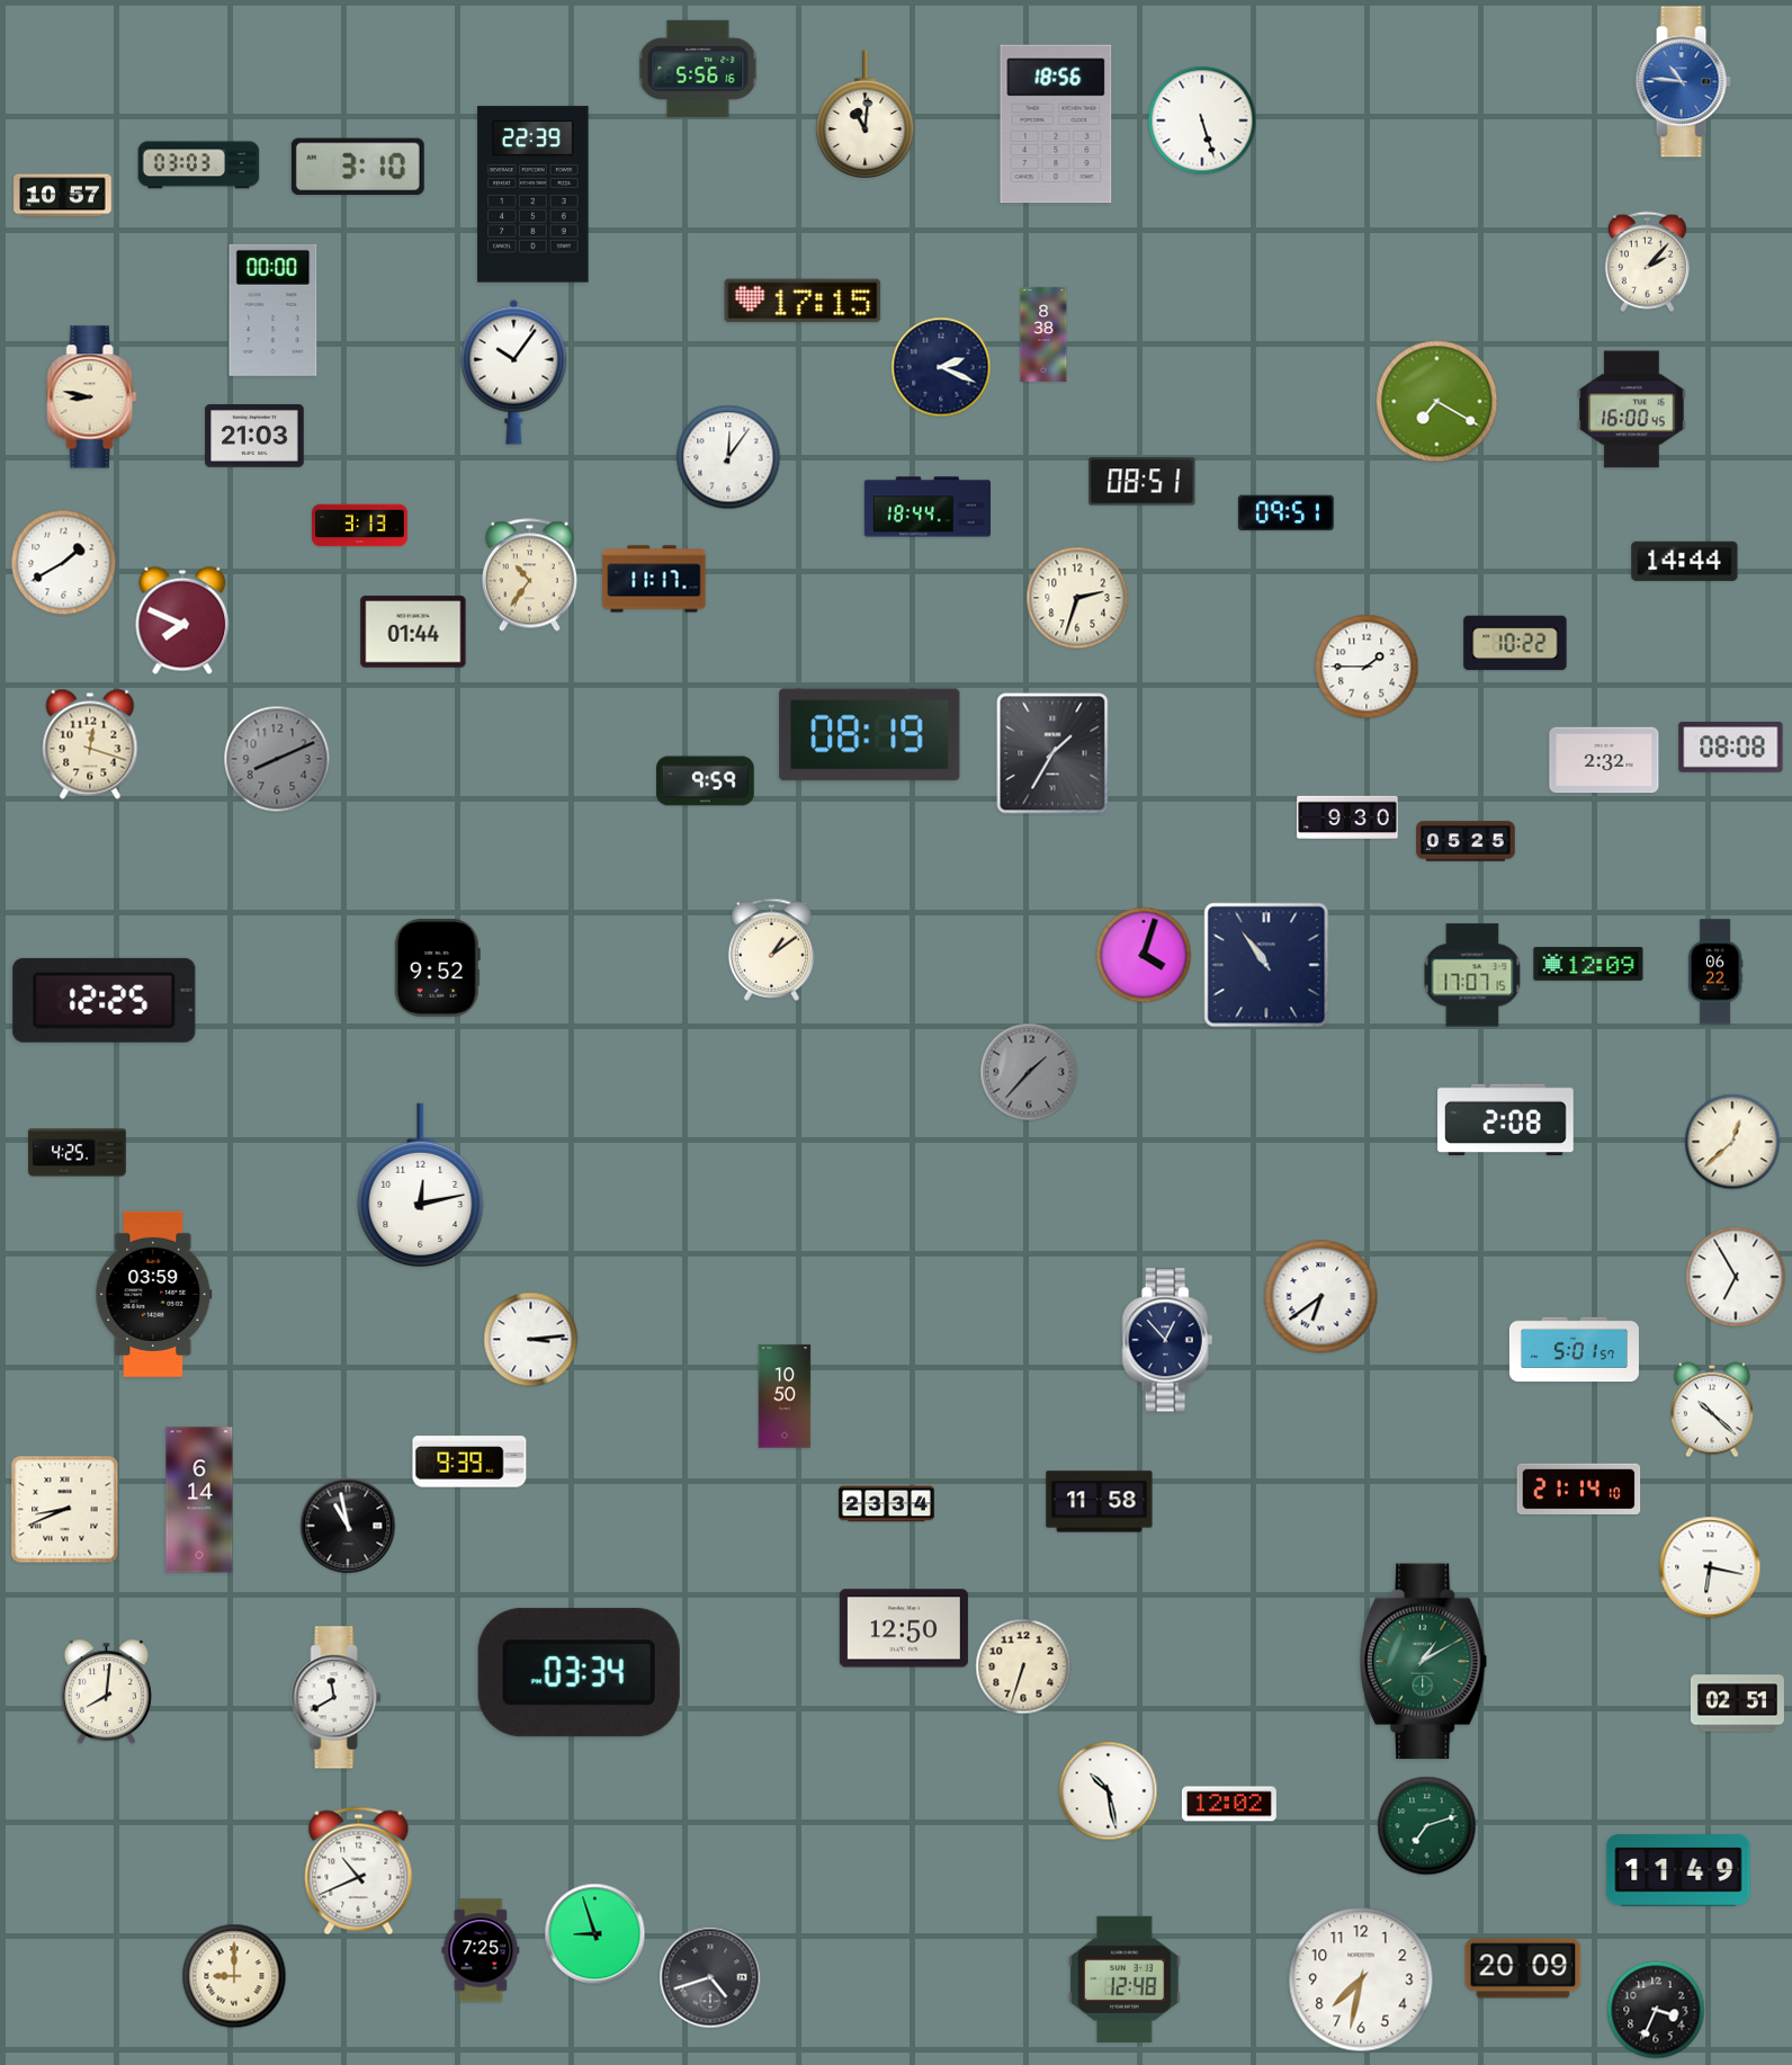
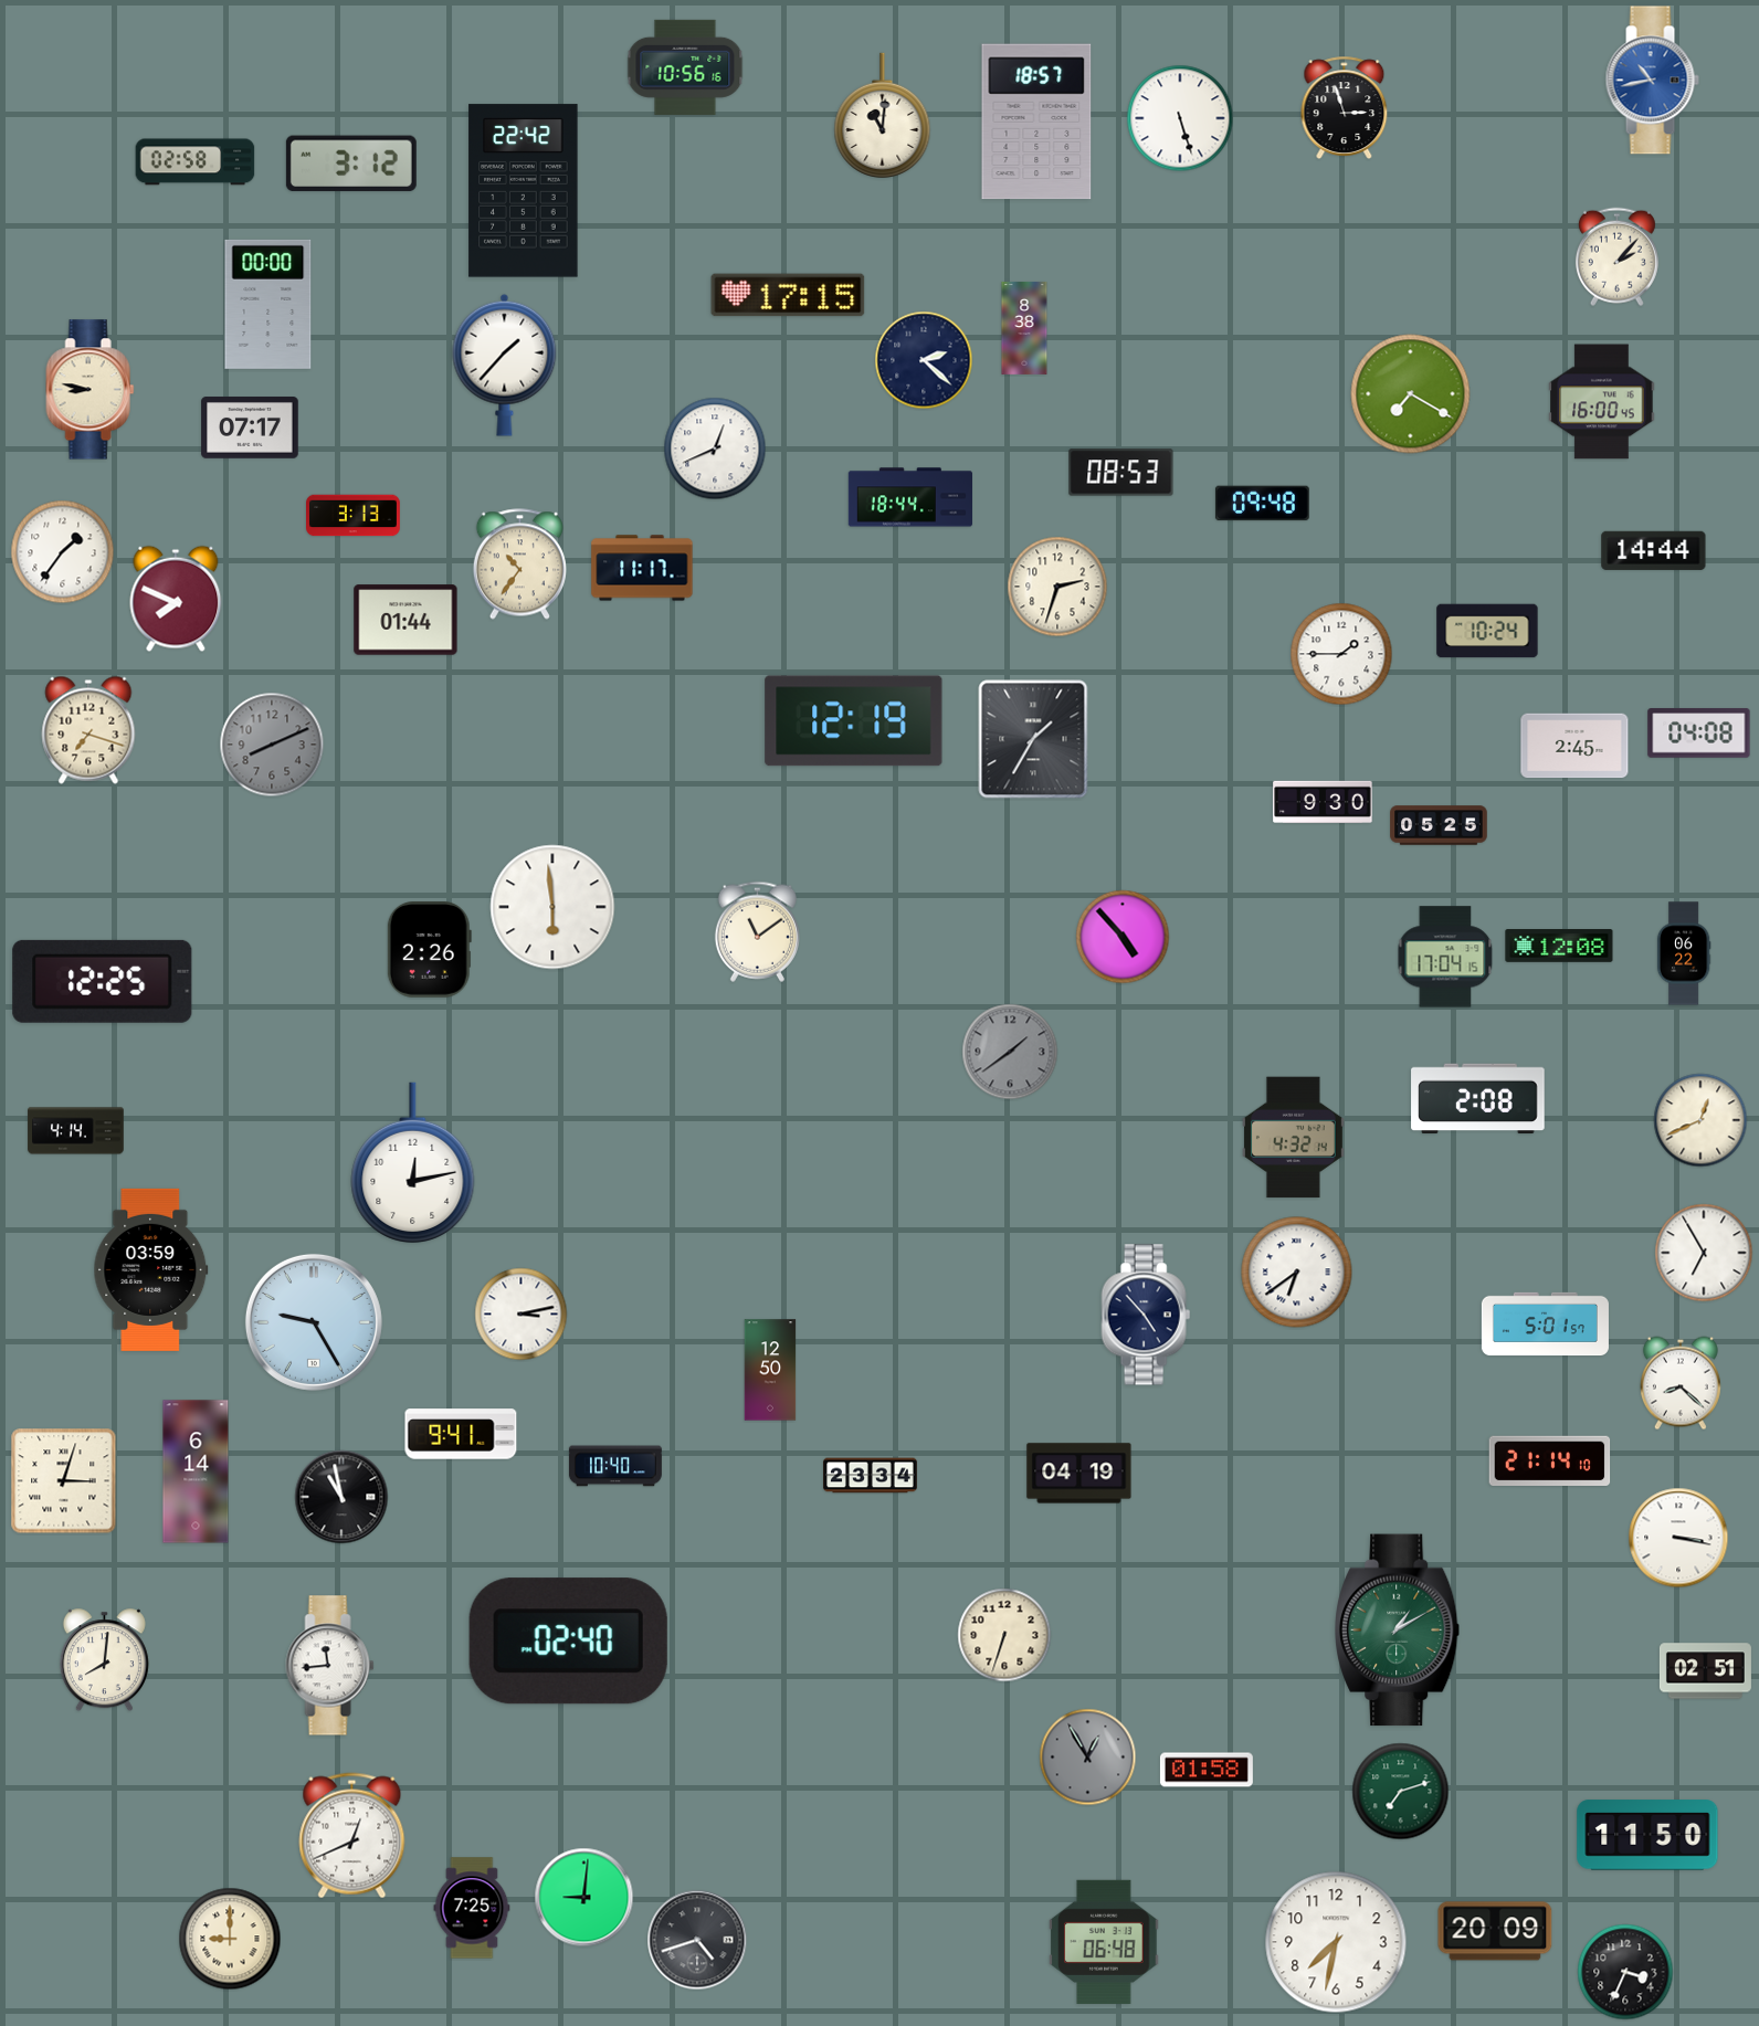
clock at (698, 69): 5:56 -> 10:56
clock at (1683, 82): 10:46 -> 10:43
clock at (1345, 107): none -> 2:57
clock at (866, 114) position: (866, 114) -> (883, 115)
clock at (1056, 124): 18:56 -> 18:57
clock at (199, 166): 03:03 -> 02:58
clock at (358, 167): 3:10 -> 3:12
clock at (534, 195): 22:39 -> 22:42
clock at (63, 196): 10:57 -> none
clock at (941, 367): 2:19 -> 2:22
clock at (514, 372): 10:06 -> 1:37
clock at (254, 436): 21:03 -> 07:17
clock at (728, 457): 12:06 -> 12:41
clock at (1143, 482): 08:51 -> 08:53
clock at (1285, 513): 09:51 -> 09:48
clock at (64, 563): 1:40 -> 1:36
clock at (182, 620) position: (182, 620) -> (176, 599)
clock at (1515, 643): 10:22 -> 10:24
clock at (870, 735): 08:19 -> 12:19
clock at (90, 744): 12:18 -> 7:18
clock at (1731, 748): 08:08 -> 04:08
clock at (1604, 760): 2:32 -> 2:45
clock at (706, 781): 9:59 -> none
clock at (552, 907): none -> 5:59
clock at (771, 949): 1:09 -> 11:09
clock at (1144, 955): 4:03 -> 4:53
clock at (1266, 965): 10:54 -> none
clock at (1588, 965): 12:09 -> 12:08
clock at (437, 968): 9:52 -> 2:26
clock at (1472, 975): 17:07 -> 17:04
clock at (1029, 1072): 1:37 -> 1:39
clock at (1732, 1142): 12:38 -> 12:41
clock at (78, 1153): 4:25 -> 4:14
clock at (1293, 1138): none -> 4:32
clock at (531, 1340): 3:14 -> 3:13
clock at (1167, 1340): 12:53 -> 4:53
clock at (314, 1322): none -> 9:25
clock at (785, 1396): 10:50 -> 12:50
clock at (1712, 1410): 10:22 -> 8:22
clock at (469, 1461): 9:39 -> 9:41
clock at (615, 1466): none -> 10:40
clock at (1100, 1502): 11:58 -> 04:19
clock at (65, 1510): 8:41 -> 3:03
clock at (1710, 1567): 6:17 -> 3:17
clock at (904, 1628): 12:50 -> none
clock at (579, 1673): 03:34 -> 02:40
clock at (337, 1698): 11:40 -> 11:44
clock at (1109, 1791): 10:28 -> 12:55
clock at (1109, 1791) dial: white -> grey
clock at (1229, 1804): 12:02 -> 01:58
clock at (1678, 1870): 11:49 -> 11:50
clock at (359, 1871): 10:41 -> 12:41
clock at (595, 1934): 8:57 -> 9:01
clock at (481, 1950) position: (481, 1950) -> (472, 1908)
clock at (1125, 1979): 12:48 -> 06:48
